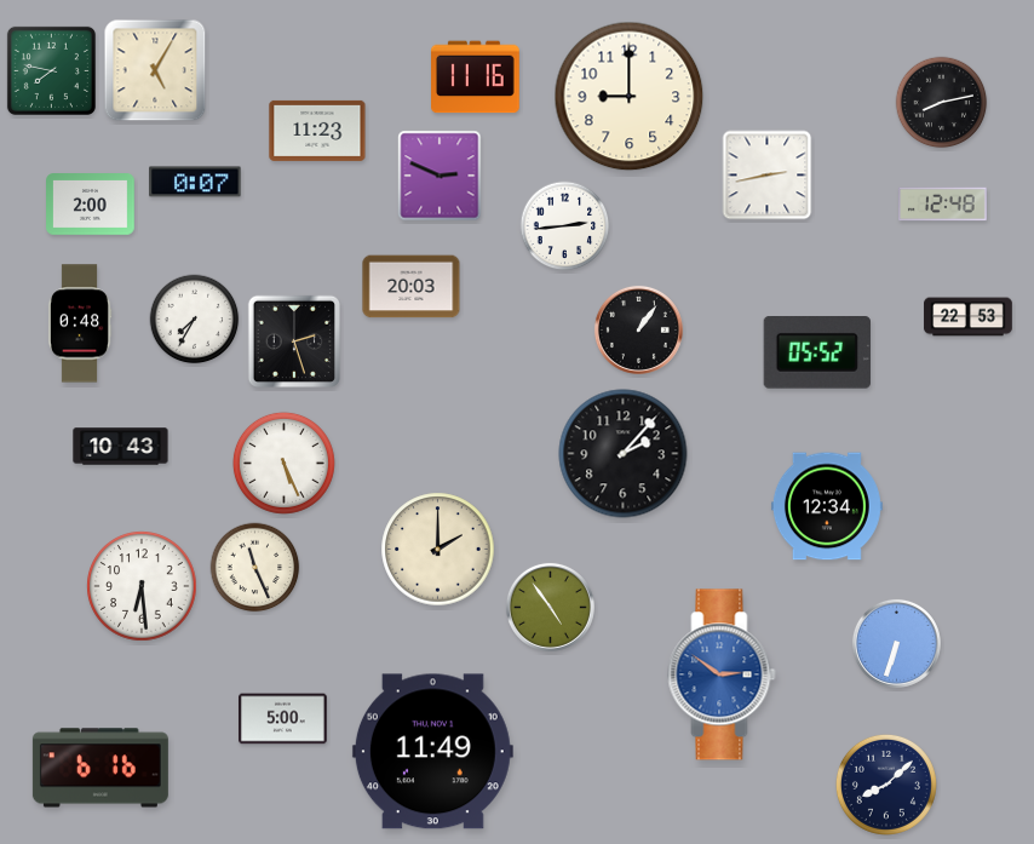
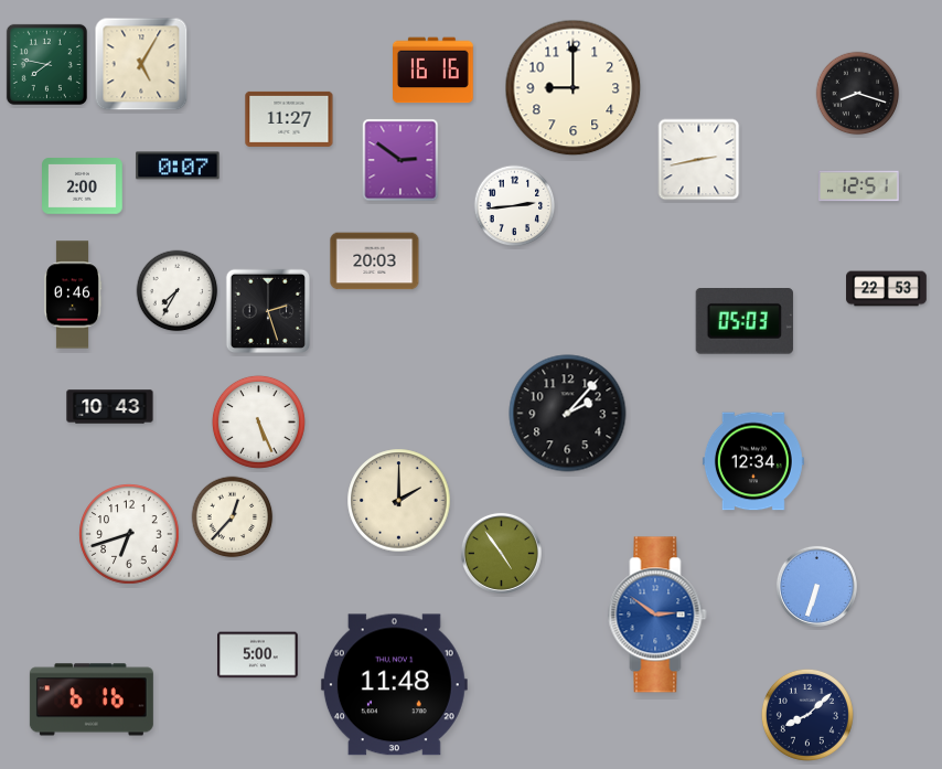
clock at (476, 77): 11:16 -> 16:16
clock at (942, 103): 8:13 -> 8:18
clock at (317, 131): 11:23 -> 11:27
clock at (440, 176): 2:49 -> 2:51
clock at (943, 205): 12:48 -> 12:51
clock at (969, 317) position: (969, 317) -> (887, 289)
clock at (80, 323): 0:48 -> 0:46
clock at (638, 329): 1:06 -> none
clock at (817, 352): 05:52 -> 05:03
clock at (255, 568): 11:26 -> 12:37
clock at (142, 586): 6:29 -> 6:42
clock at (432, 752): 11:49 -> 11:48
